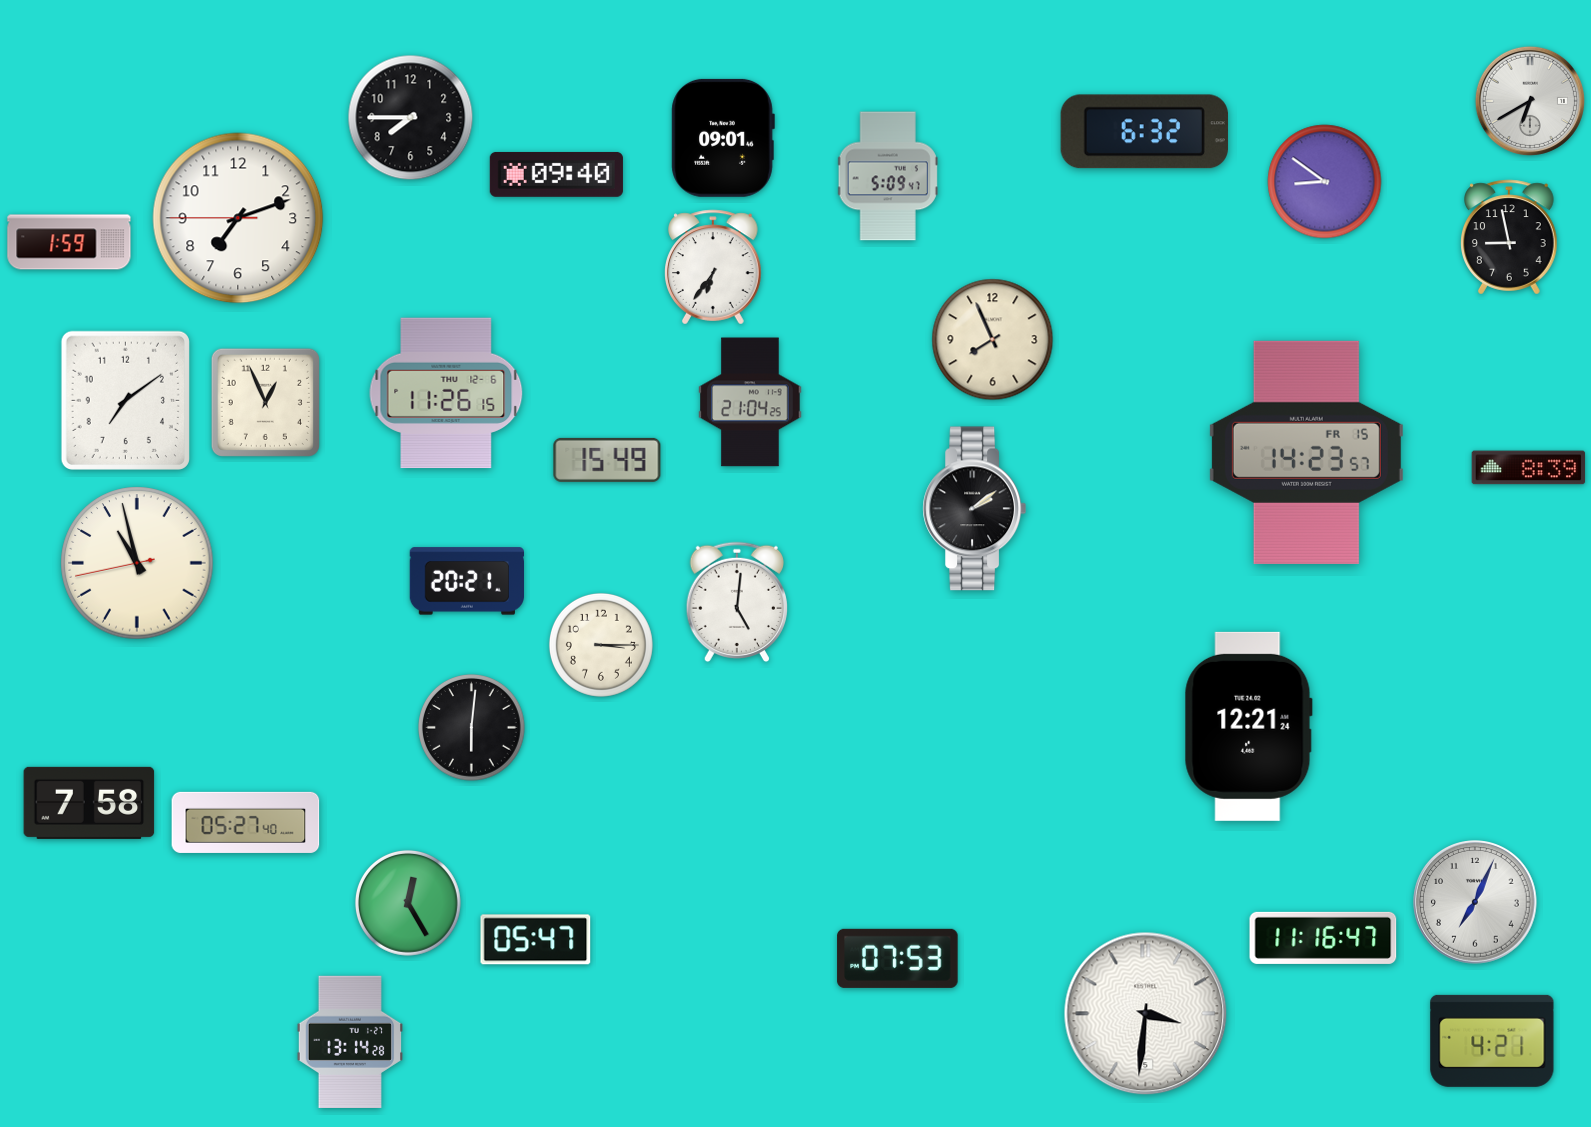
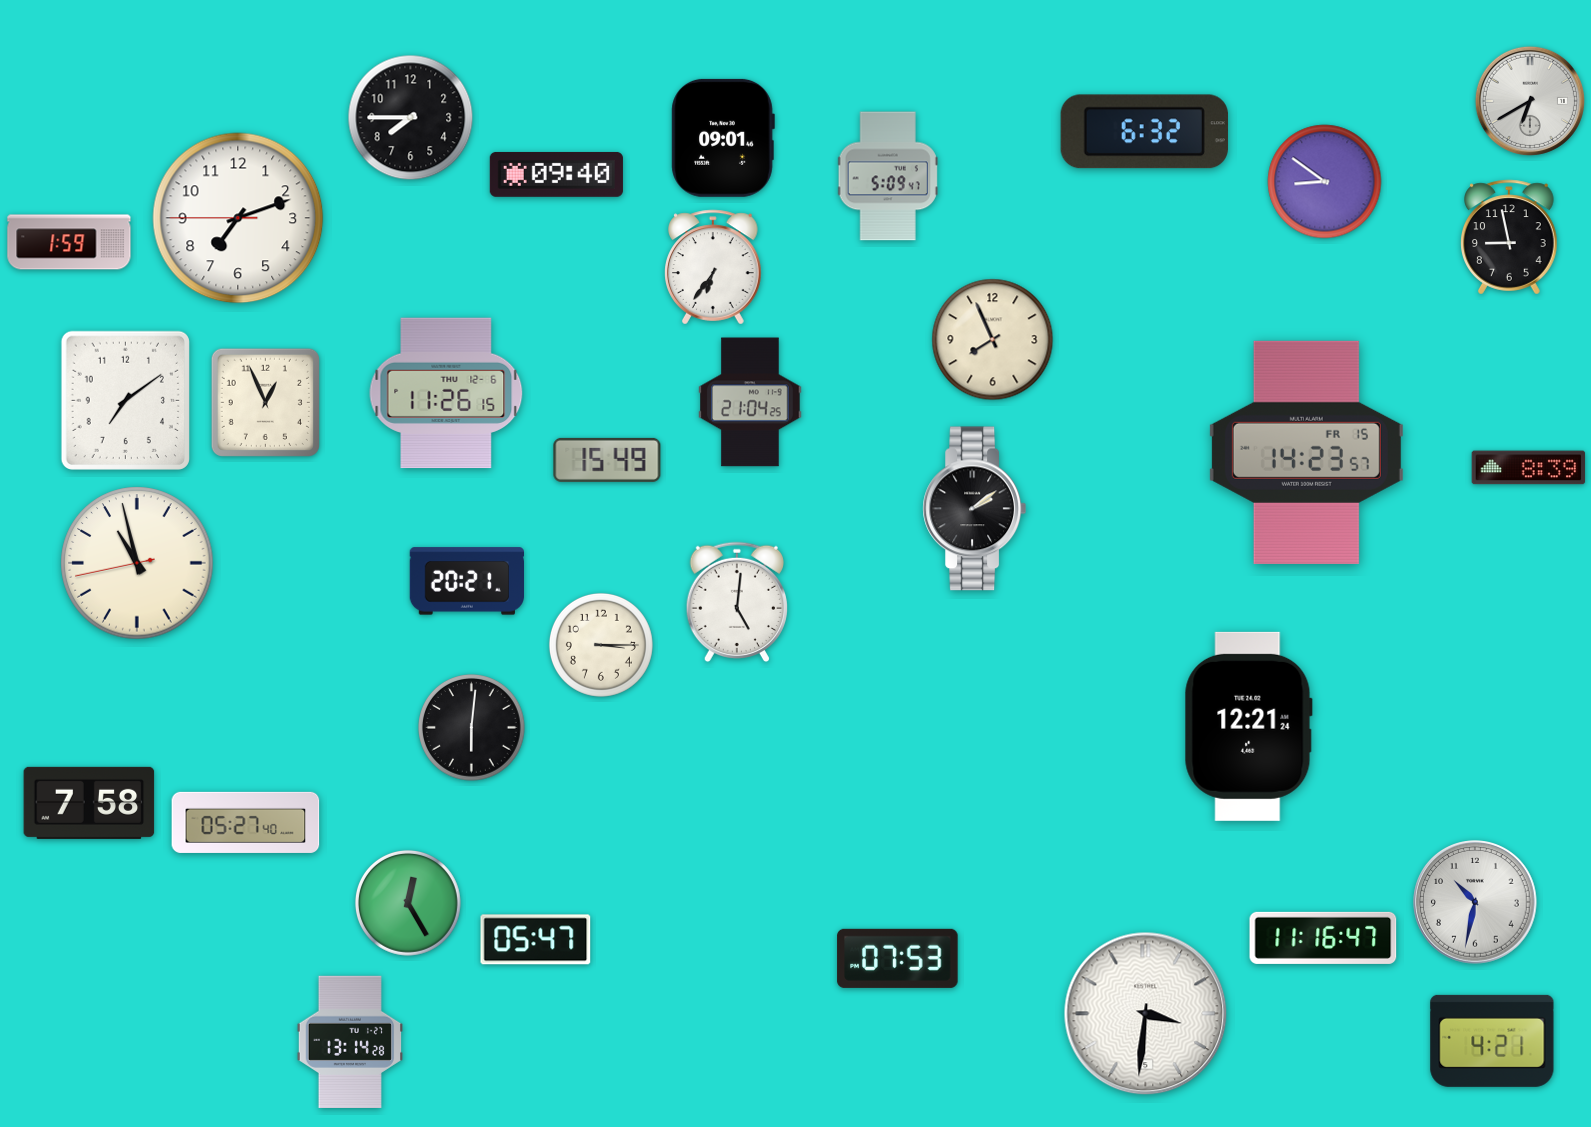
clock at (1476, 903): 7:04 -> 10:32
